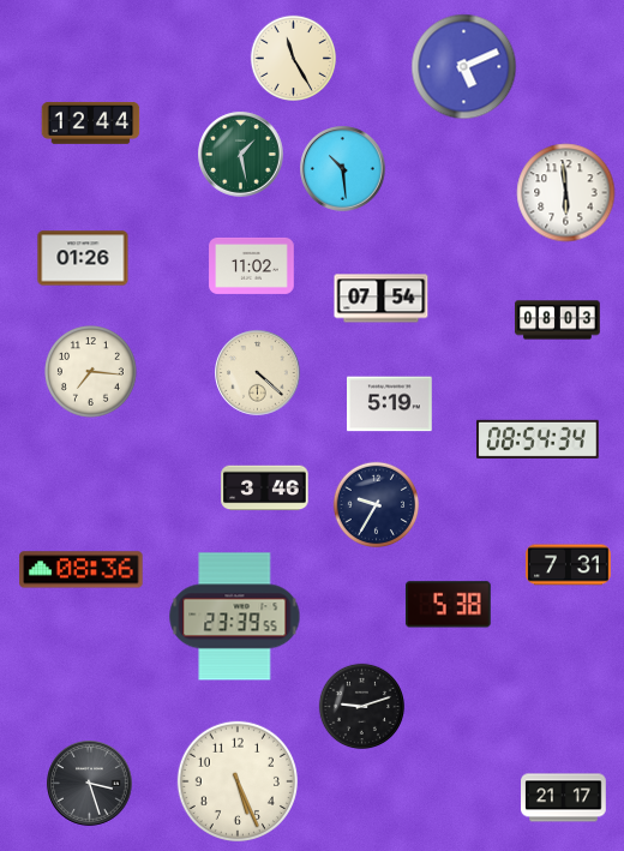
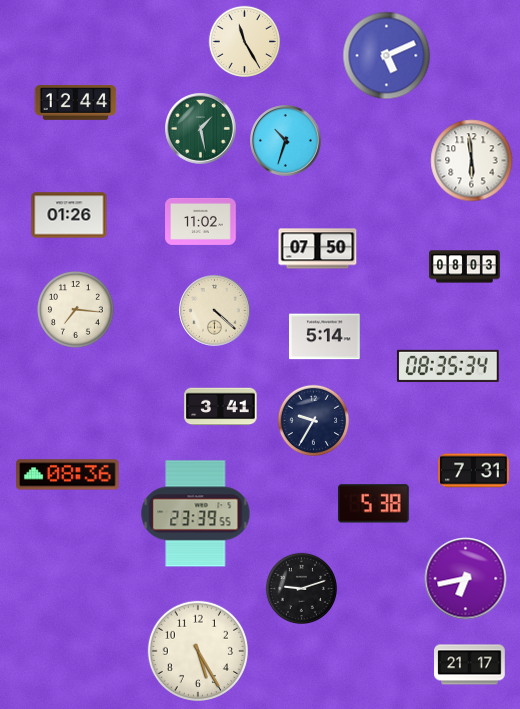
clock at (294, 59) position: (294, 59) -> (245, 42)
clock at (343, 169): 10:29 -> 10:33
clock at (252, 265) position: (252, 265) -> (201, 221)
clock at (382, 299): 07:54 -> 07:50
clock at (390, 404): 5:19 -> 5:14
clock at (539, 439): 08:54 -> 08:35
clock at (265, 489): 3:46 -> 3:41
clock at (466, 579): none -> 6:43
clock at (236, 780): 5:26 -> 5:25
clock at (90, 784): 3:27 -> none
